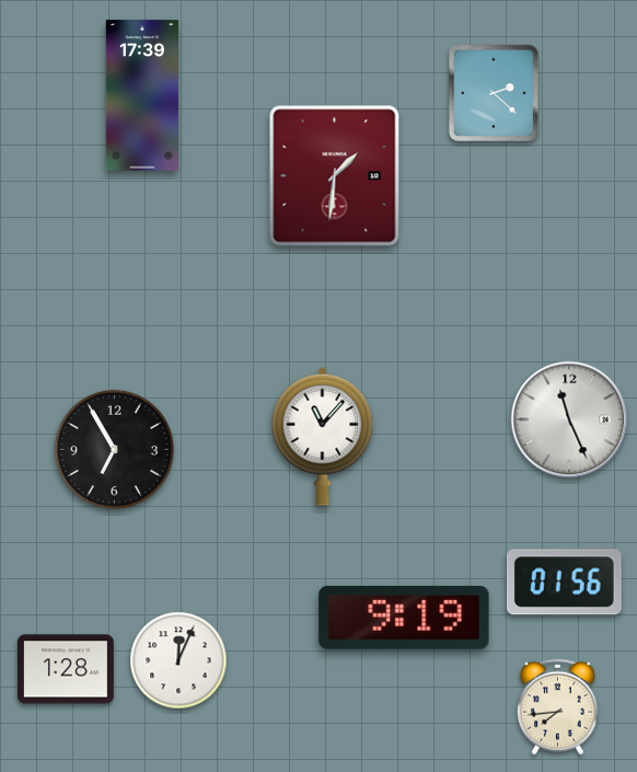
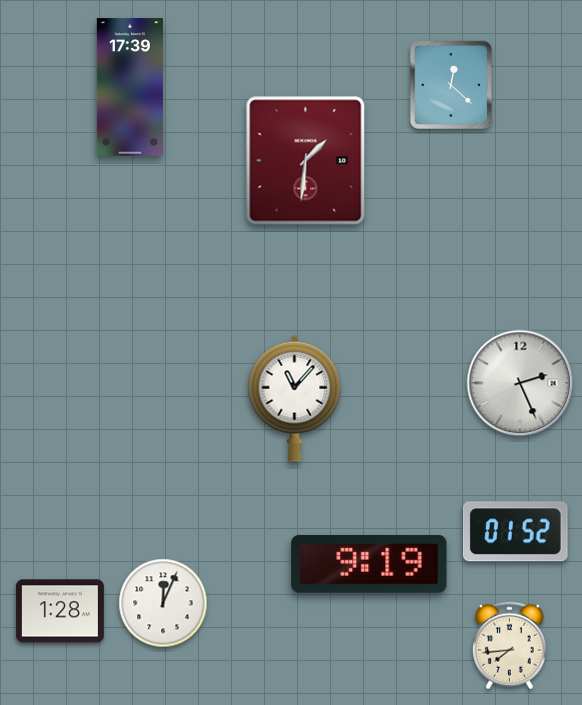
clock at (493, 93): 2:22 -> 12:22
clock at (569, 419): 11:26 -> 2:26
clock at (114, 449): 6:55 -> none
clock at (564, 583): 01:56 -> 01:52
